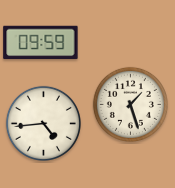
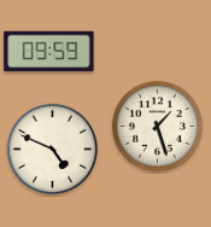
clock at (43, 123): 4:44 -> 4:49
